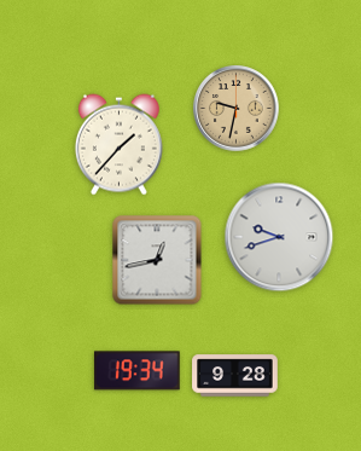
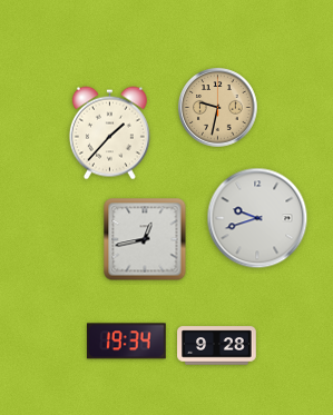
clock at (237, 109) position: (237, 109) -> (218, 108)
